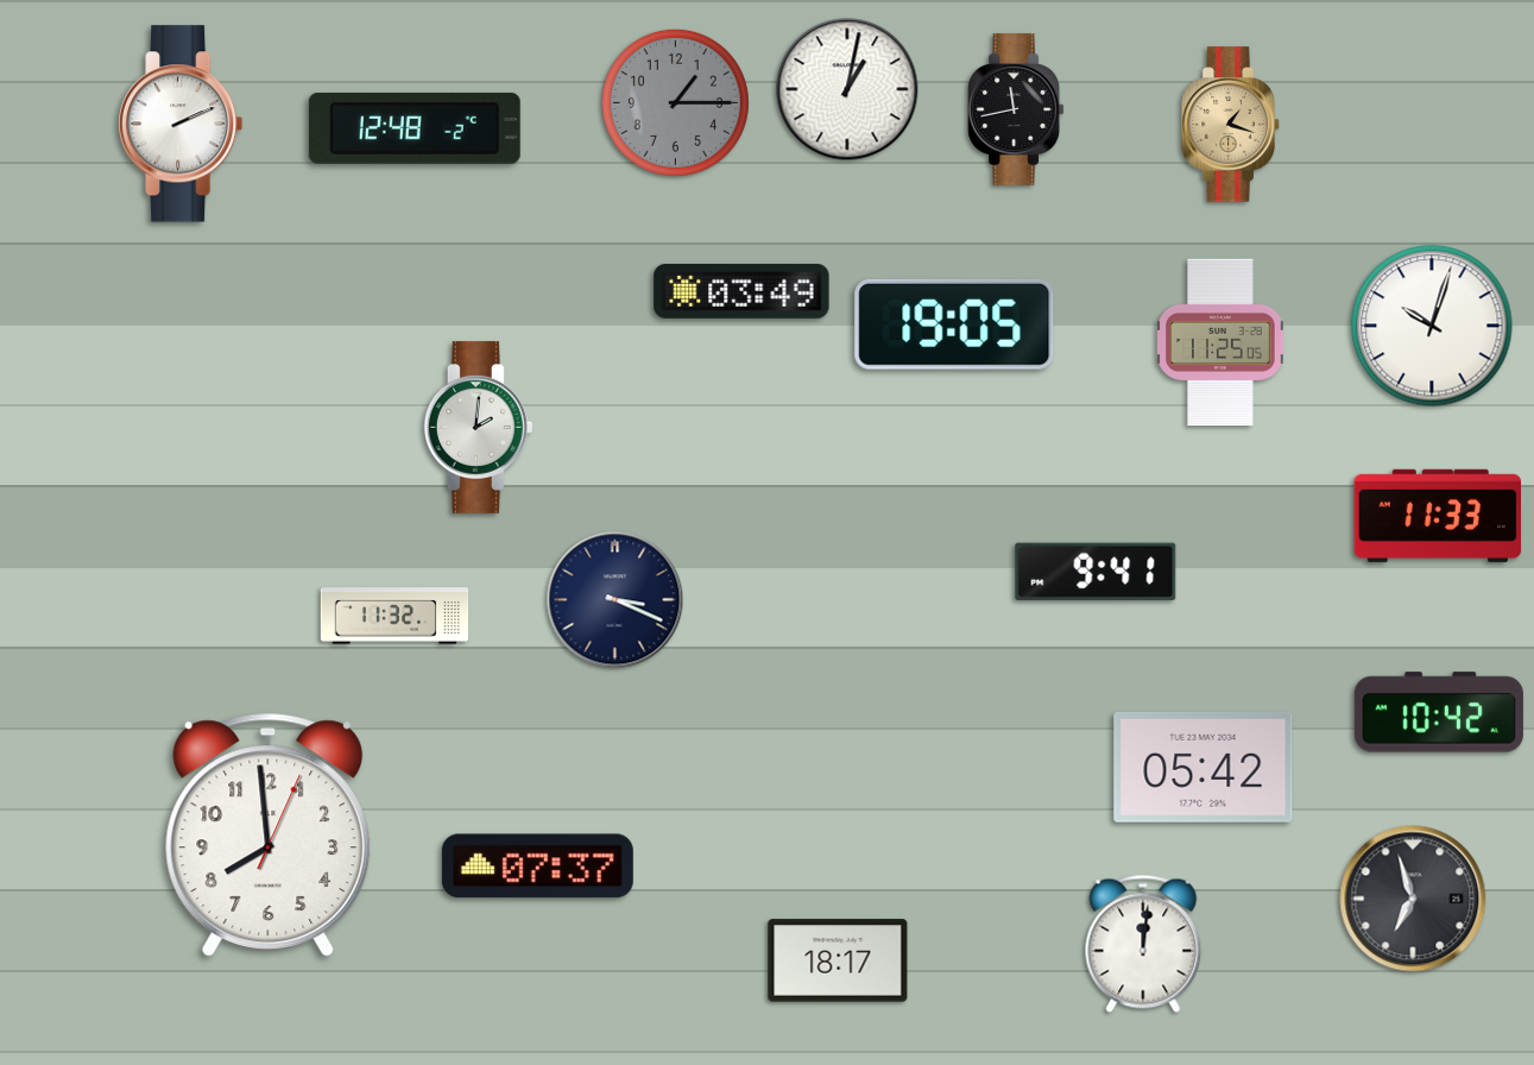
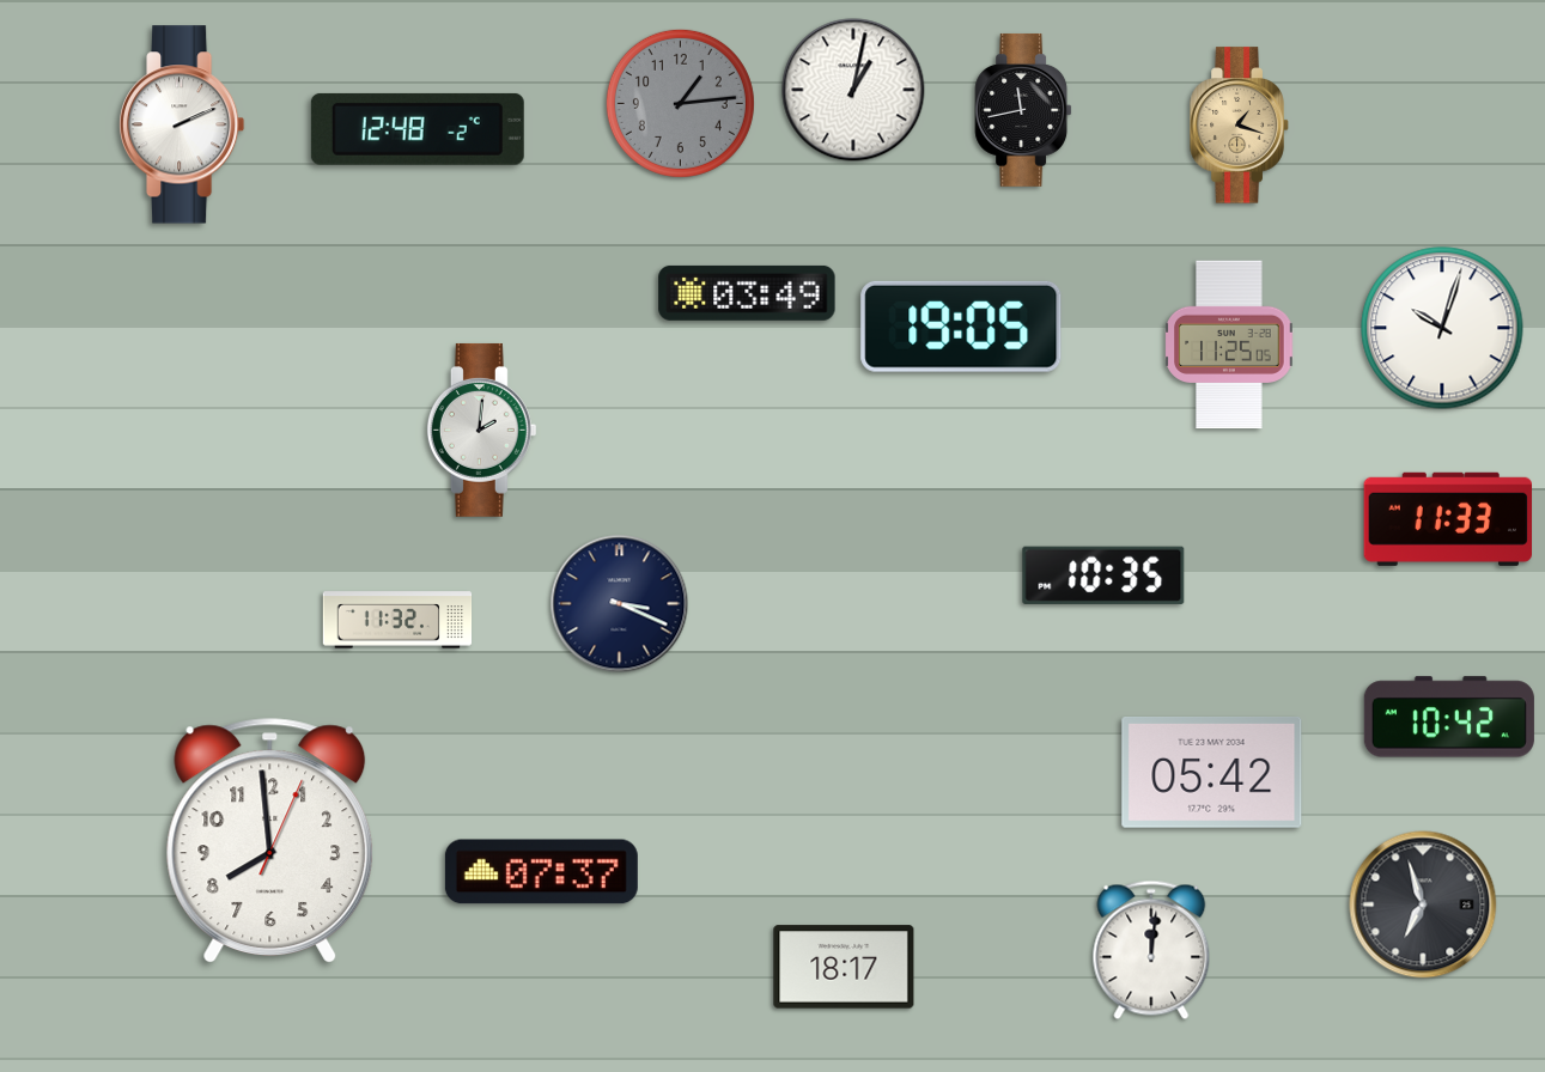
clock at (675, 102): 1:15 -> 1:14
clock at (1096, 572): 9:41 -> 10:35
